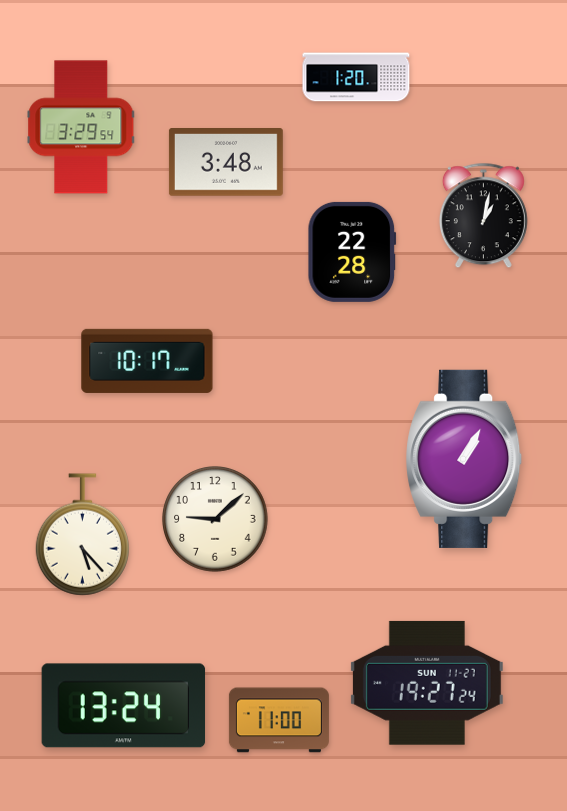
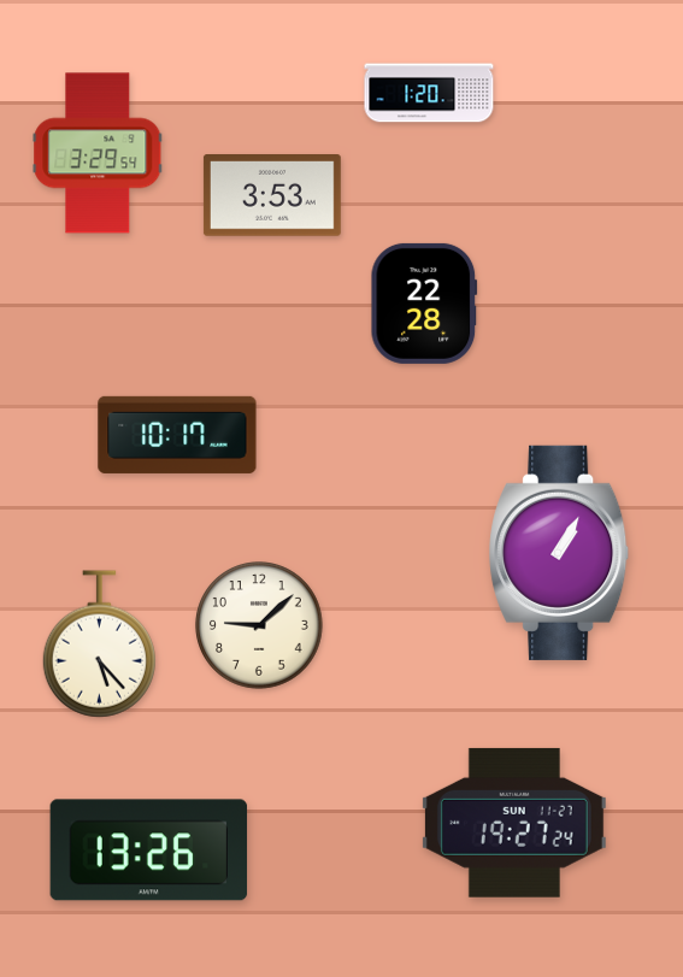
clock at (226, 163): 3:48 -> 3:53
clock at (483, 216): 1:02 -> none
clock at (124, 706): 13:24 -> 13:26
clock at (279, 720): 11:00 -> none
